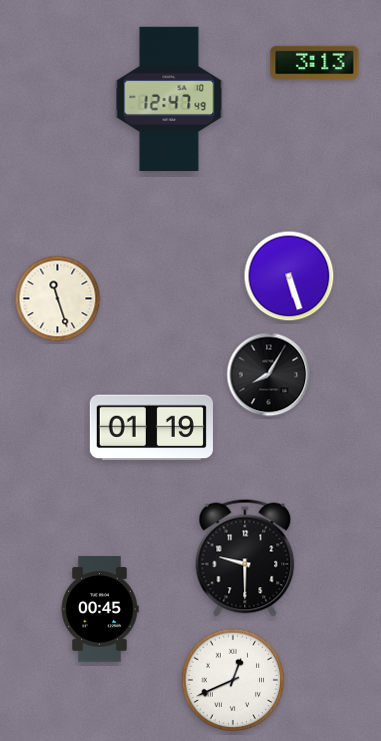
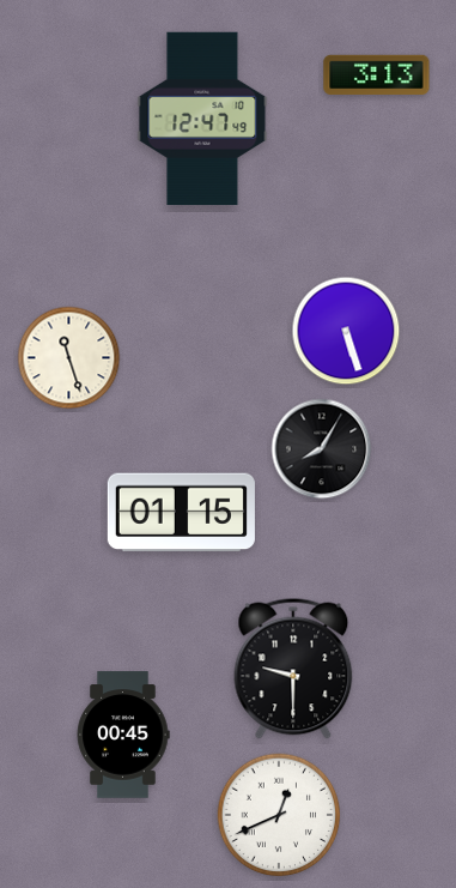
clock at (151, 428): 01:19 -> 01:15
clock at (100, 609) position: (100, 609) -> (123, 735)
